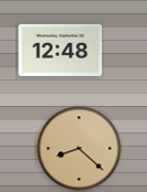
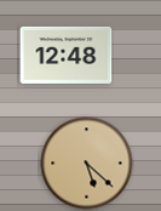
clock at (80, 149): 8:22 -> 5:22
